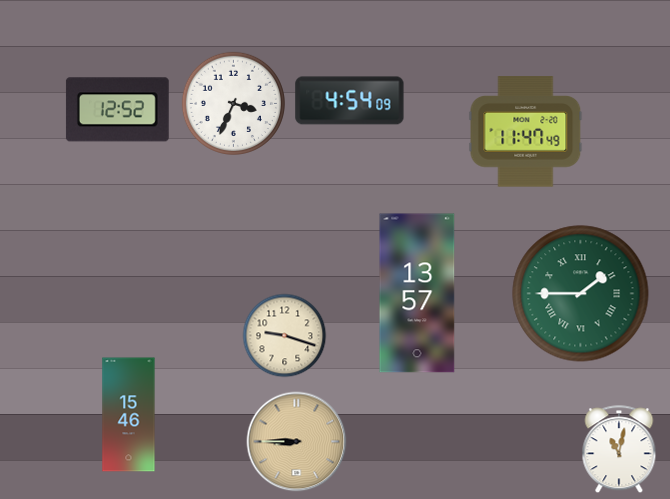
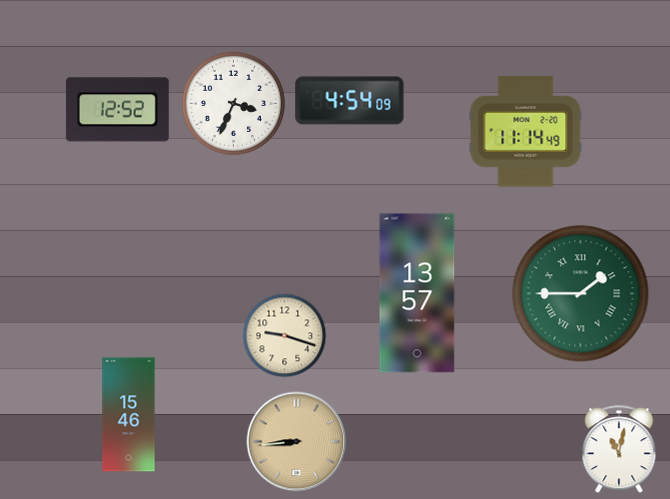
clock at (526, 132): 11:47 -> 11:14
clock at (297, 442): 8:45 -> 8:44
